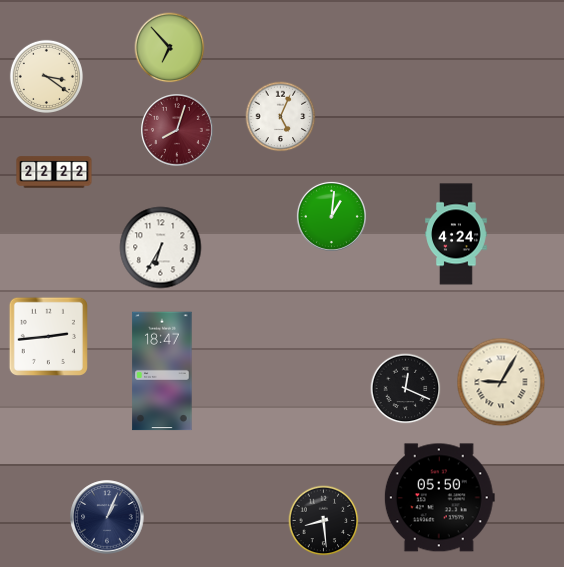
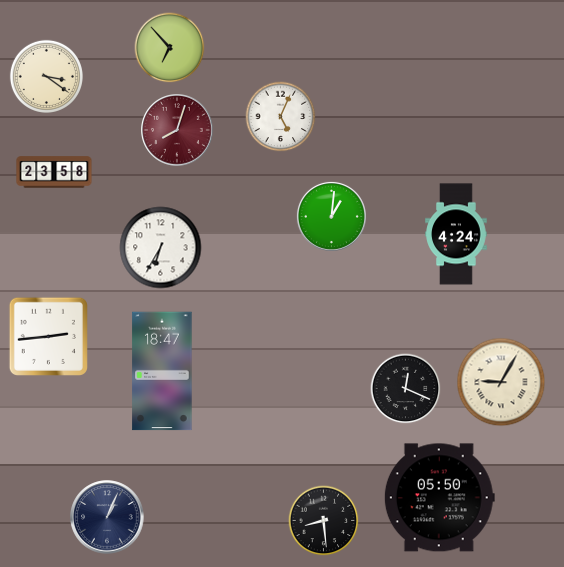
clock at (54, 172): 22:22 -> 23:58
